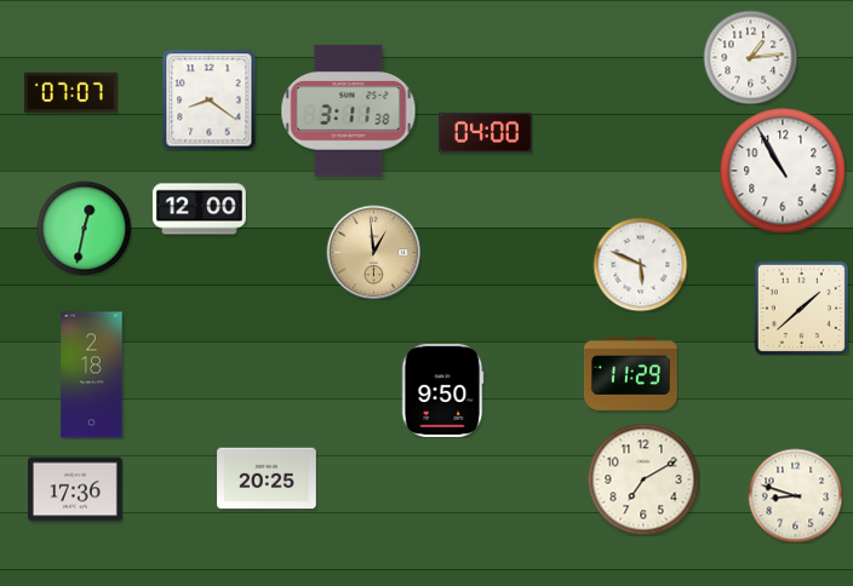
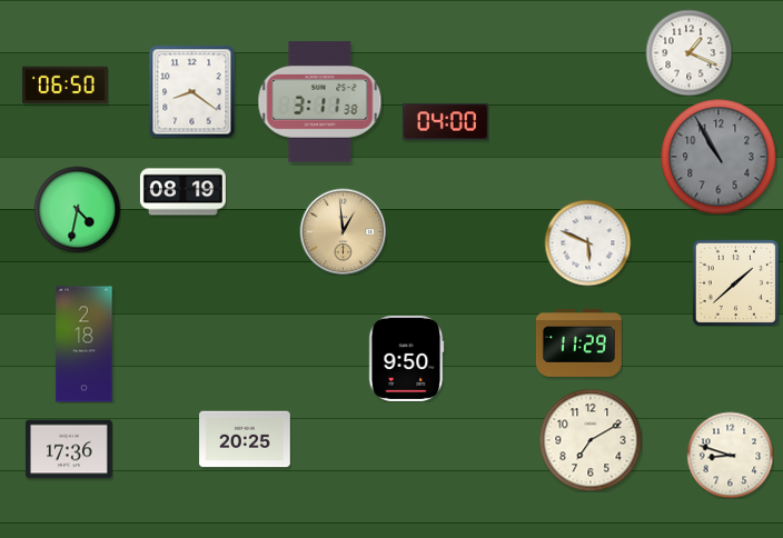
clock at (750, 57): 1:14 -> 1:19
clock at (70, 93): 07:07 -> 06:50
clock at (783, 171) dial: white -> grey
clock at (199, 209): 12:00 -> 08:19
clock at (84, 228): 12:32 -> 4:32
